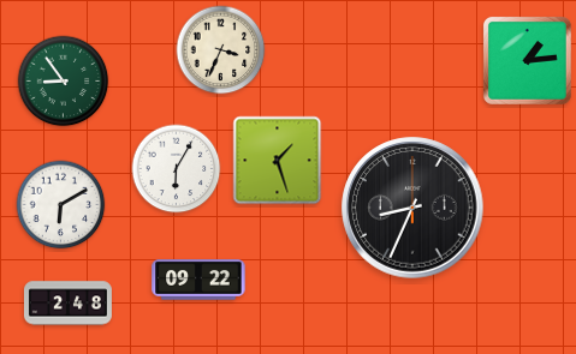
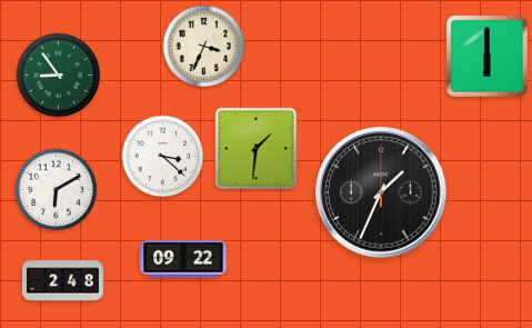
clock at (527, 60): 1:14 -> 6:00
clock at (278, 161): 1:27 -> 1:31
clock at (177, 169): 6:05 -> 3:22
clock at (412, 208): 8:34 -> 1:34
